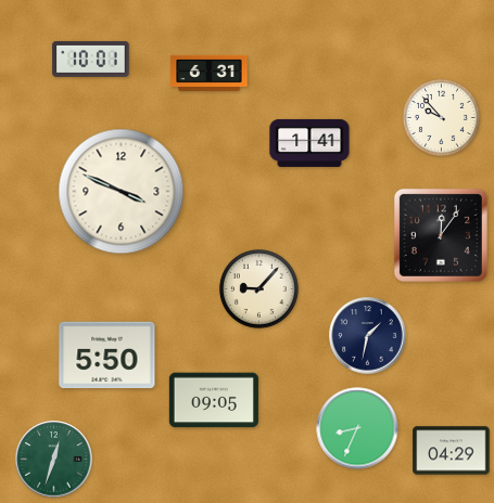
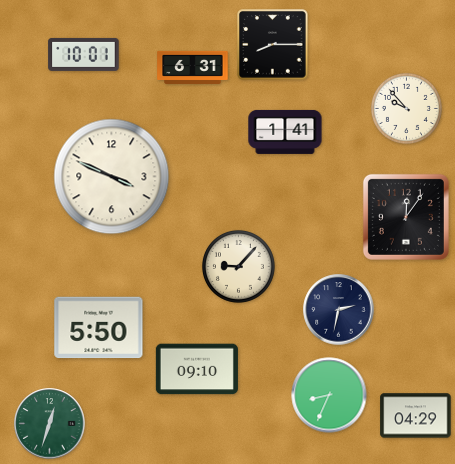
clock at (273, 45): none -> 8:15
clock at (368, 336): 1:32 -> 2:32
clock at (214, 400): 09:05 -> 09:10
